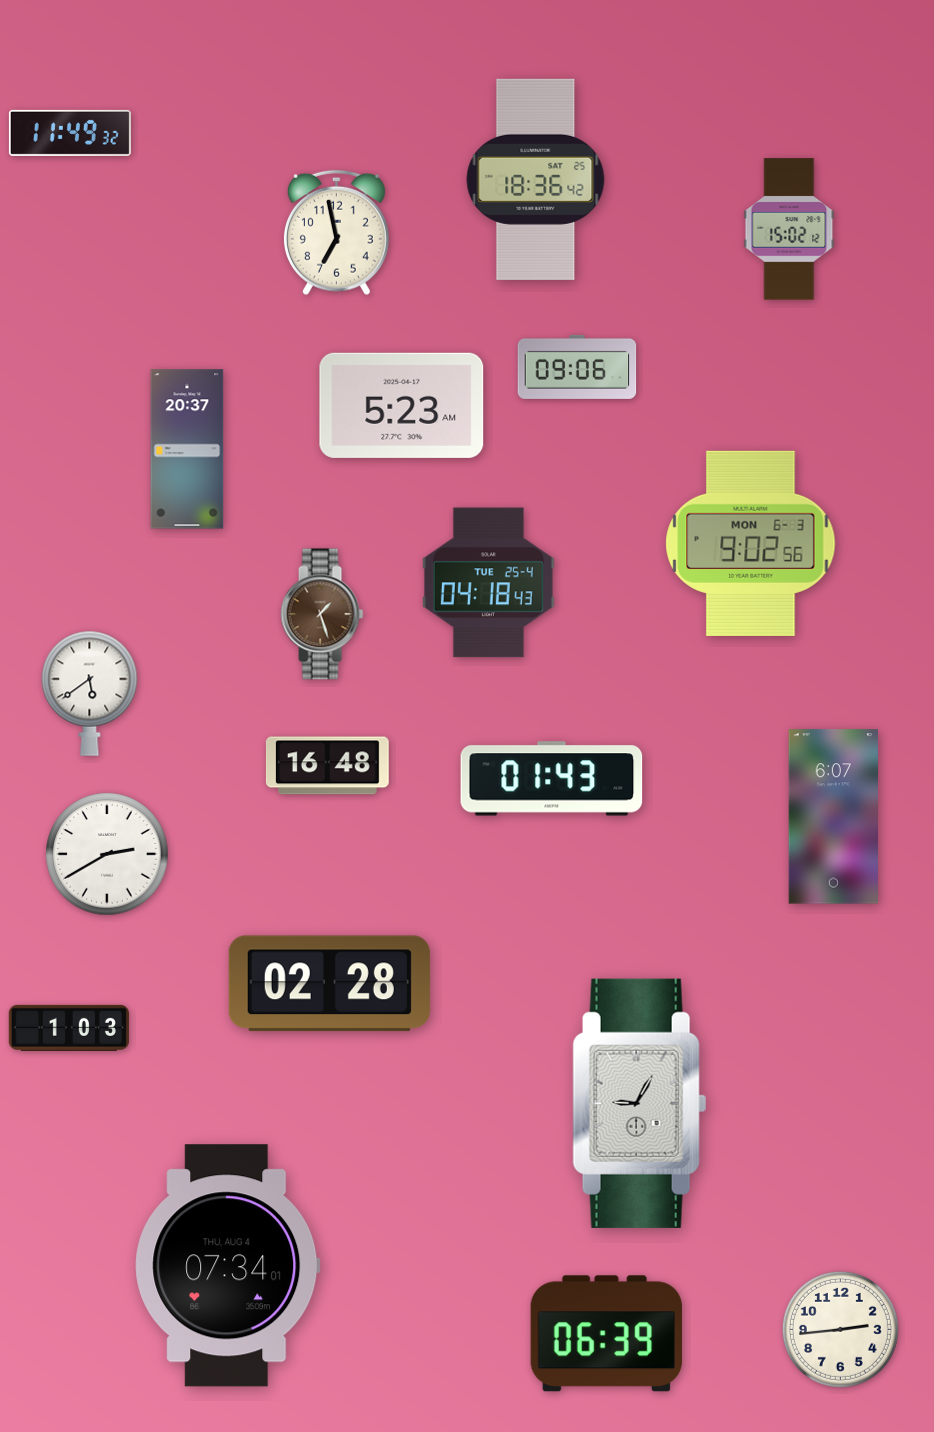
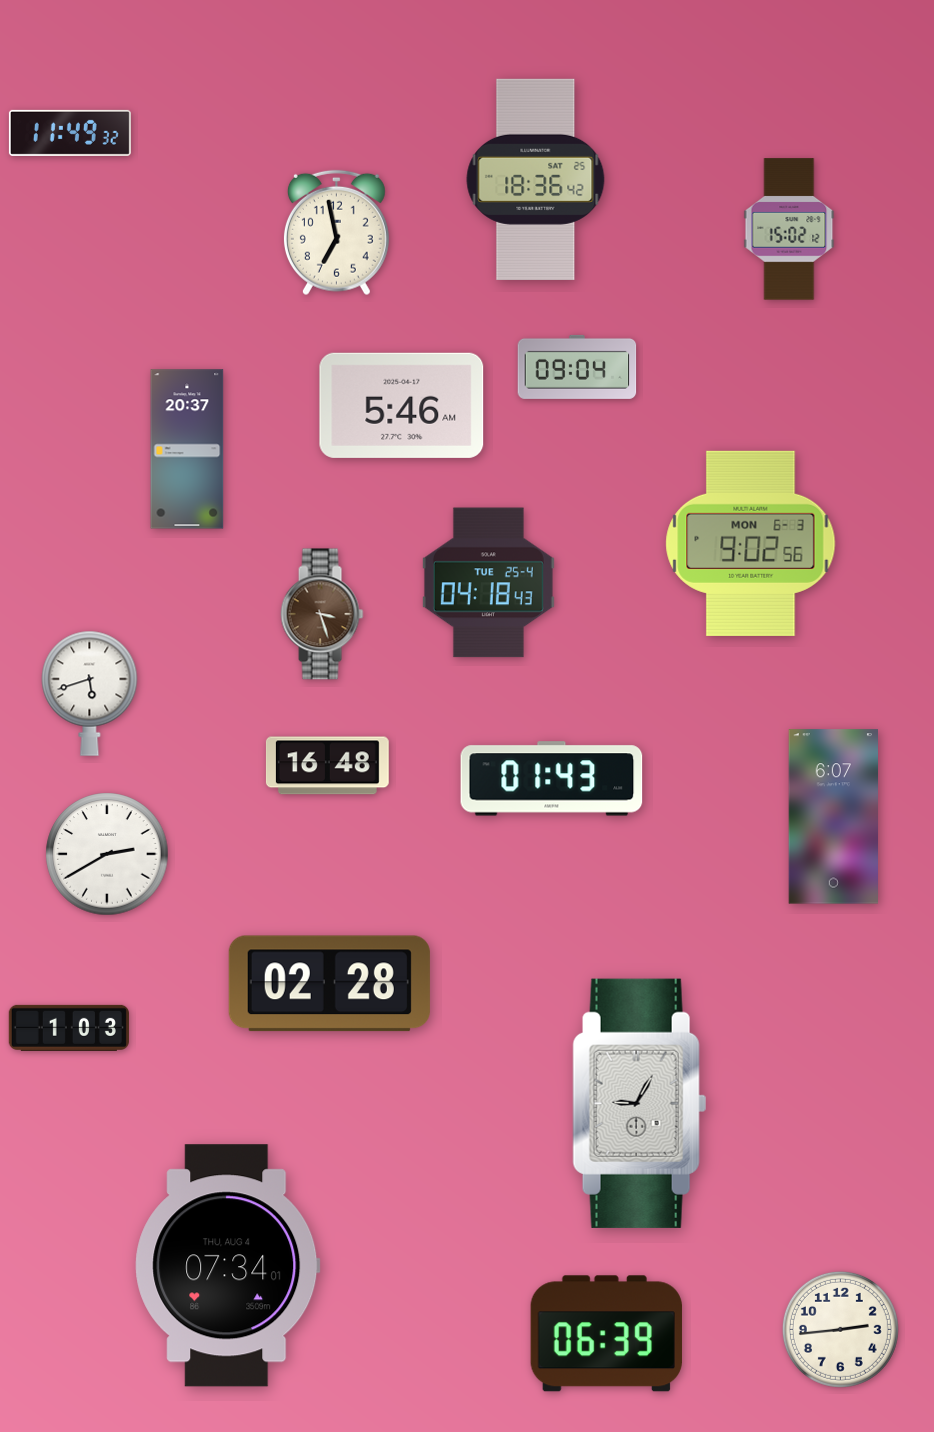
clock at (577, 367): 09:06 -> 09:04
clock at (402, 405): 5:23 -> 5:46
clock at (322, 614): 1:27 -> 3:27
clock at (90, 693): 5:39 -> 5:42
